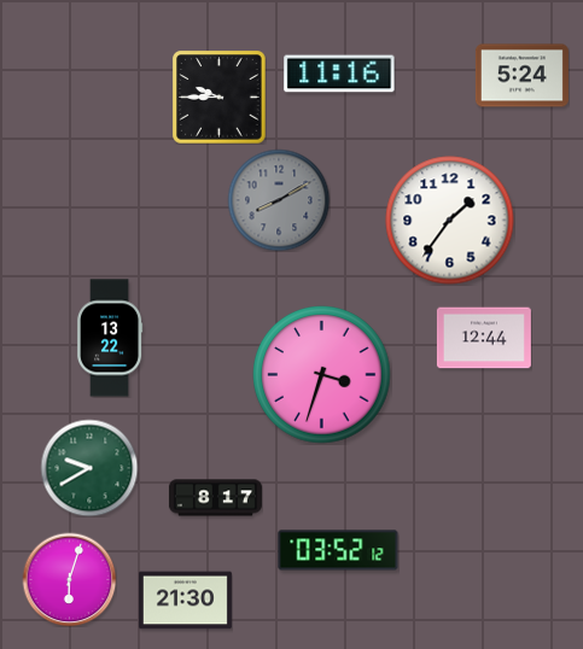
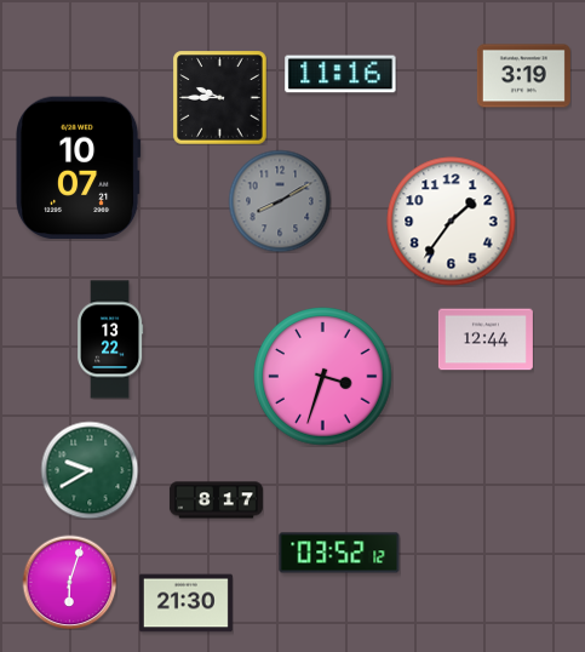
clock at (521, 76): 5:24 -> 3:19
clock at (79, 168): none -> 10:07
